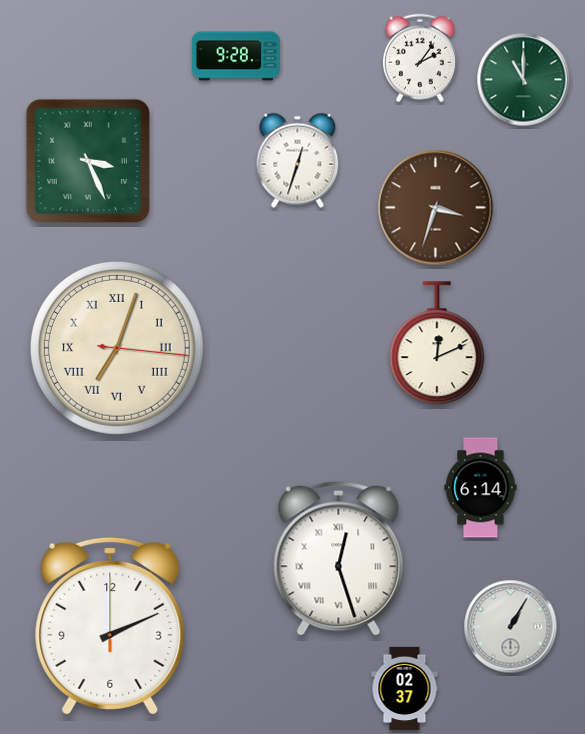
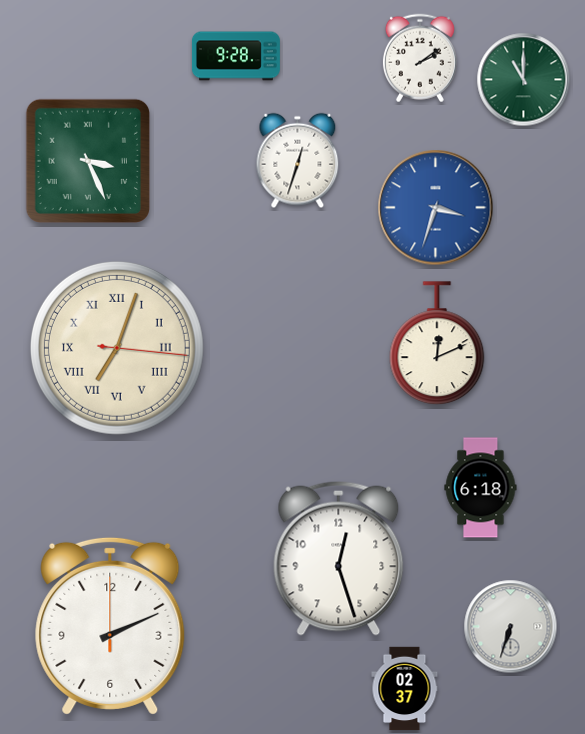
clock at (420, 58): 2:06 -> 2:09
clock at (436, 208) dial: brown -> blue
clock at (481, 488): 6:14 -> 6:18
clock at (339, 558) numerals: Roman -> Arabic
clock at (511, 627): 1:05 -> 6:33
